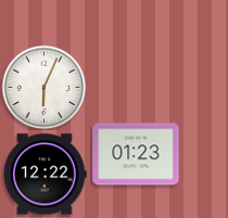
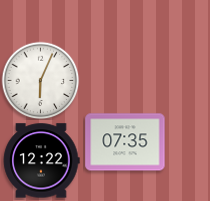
clock at (136, 154): 01:23 -> 07:35
